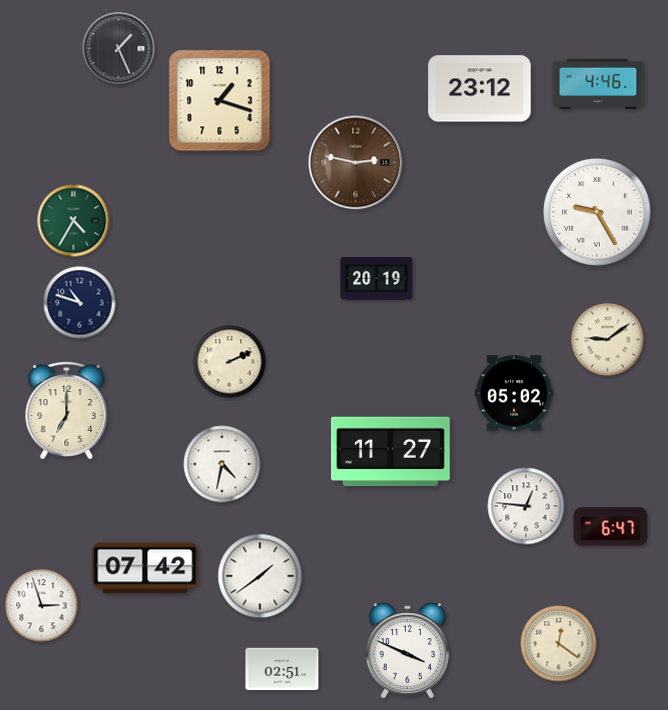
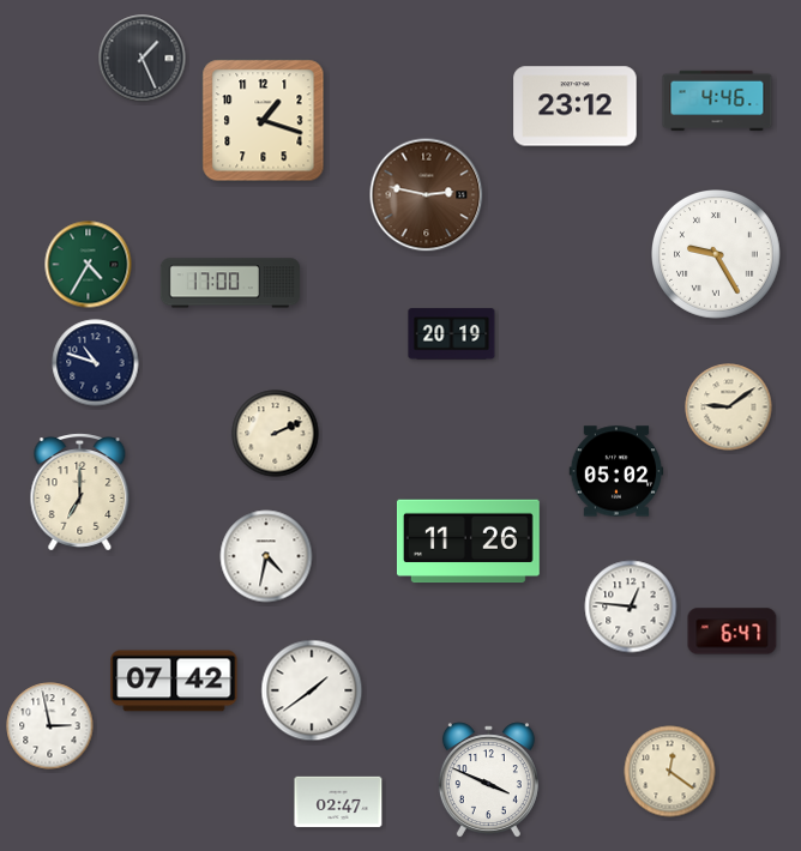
clock at (230, 283): none -> 17:00
clock at (390, 452): 11:27 -> 11:26
clock at (42, 606): 2:57 -> 2:58
clock at (282, 669): 02:51 -> 02:47
